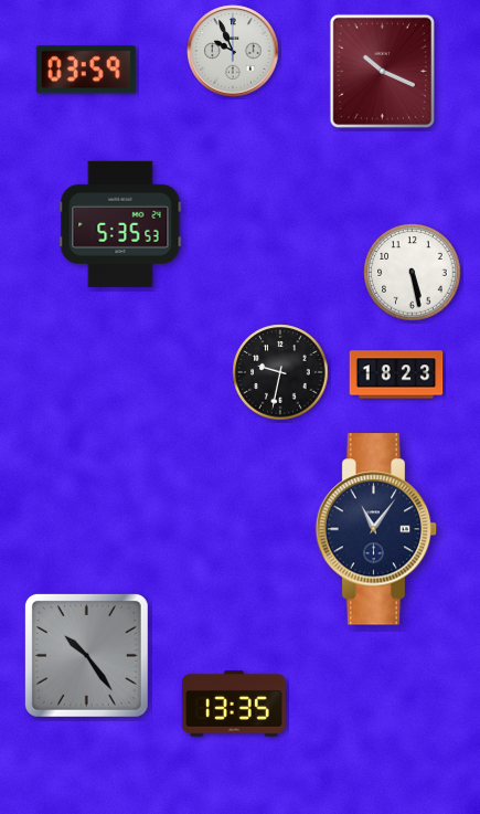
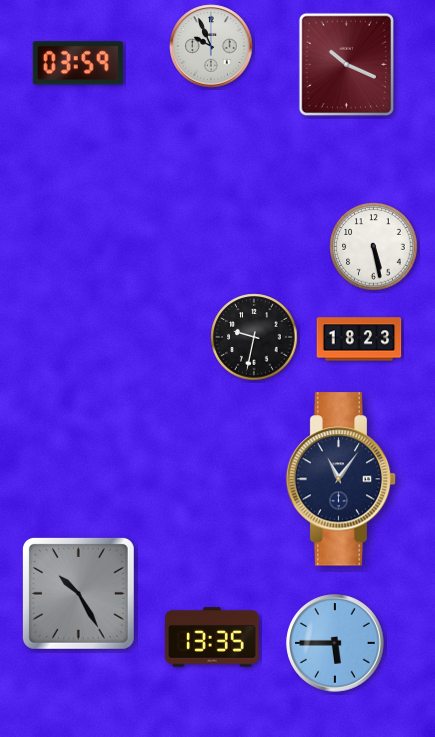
clock at (120, 224): 5:35 -> none
clock at (86, 655): 10:24 -> 10:25
clock at (335, 643): none -> 5:45
